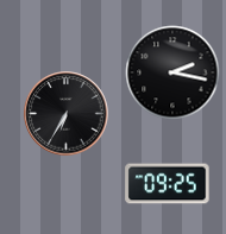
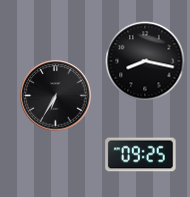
clock at (172, 72): 2:17 -> 8:17
